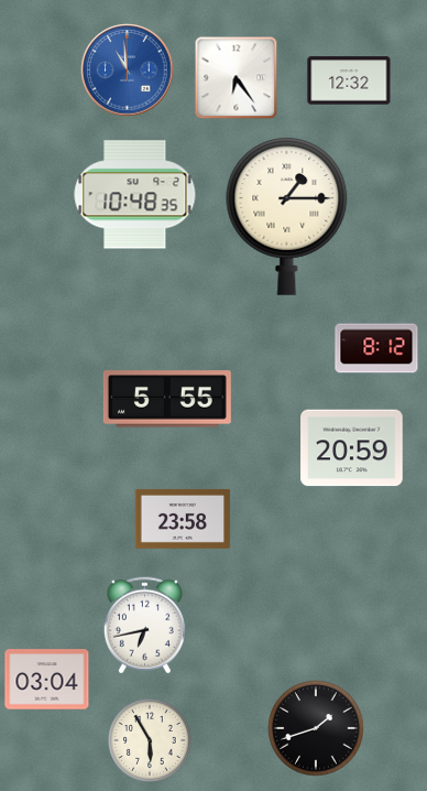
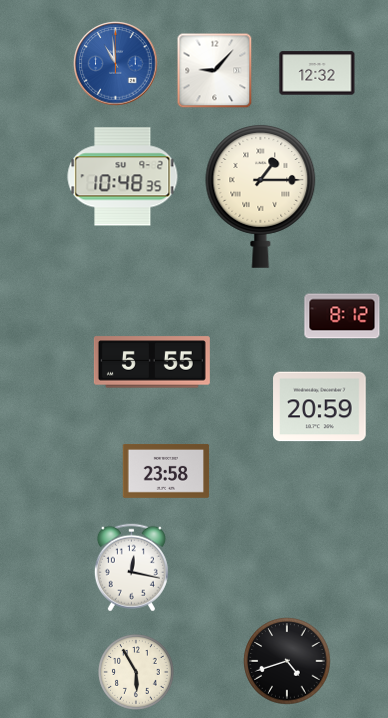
clock at (237, 78): 6:24 -> 9:07
clock at (144, 626): 6:43 -> 12:17
clock at (47, 680): 03:04 -> none
clock at (316, 728): 1:42 -> 4:42
